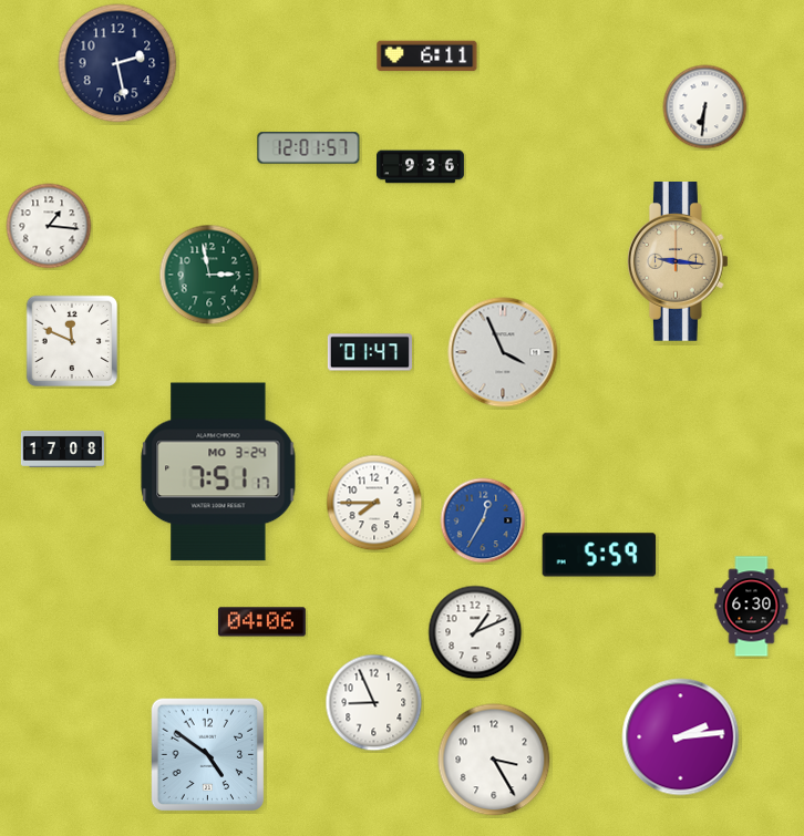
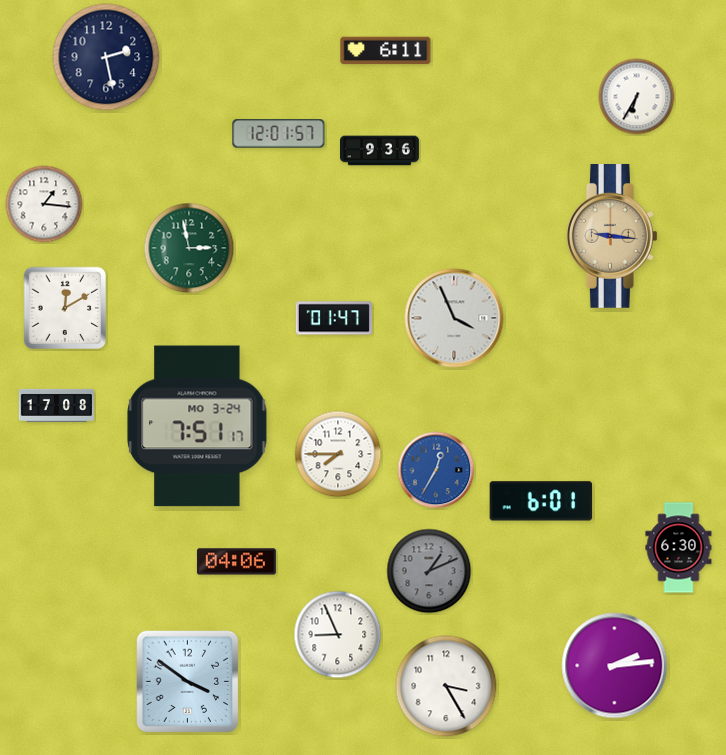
clock at (705, 107): 6:31 -> 6:35
clock at (72, 341): 11:49 -> 12:10
clock at (599, 555): 5:59 -> 6:01
clock at (475, 632) dial: white -> grey
clock at (208, 755): 4:51 -> 3:51
